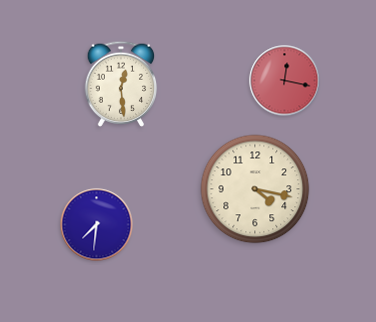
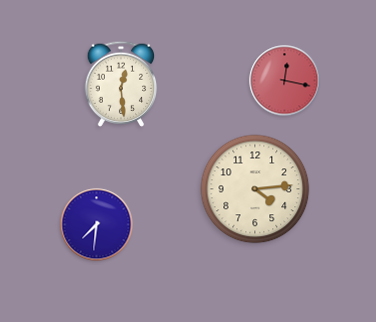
clock at (255, 189): 4:17 -> 4:14
